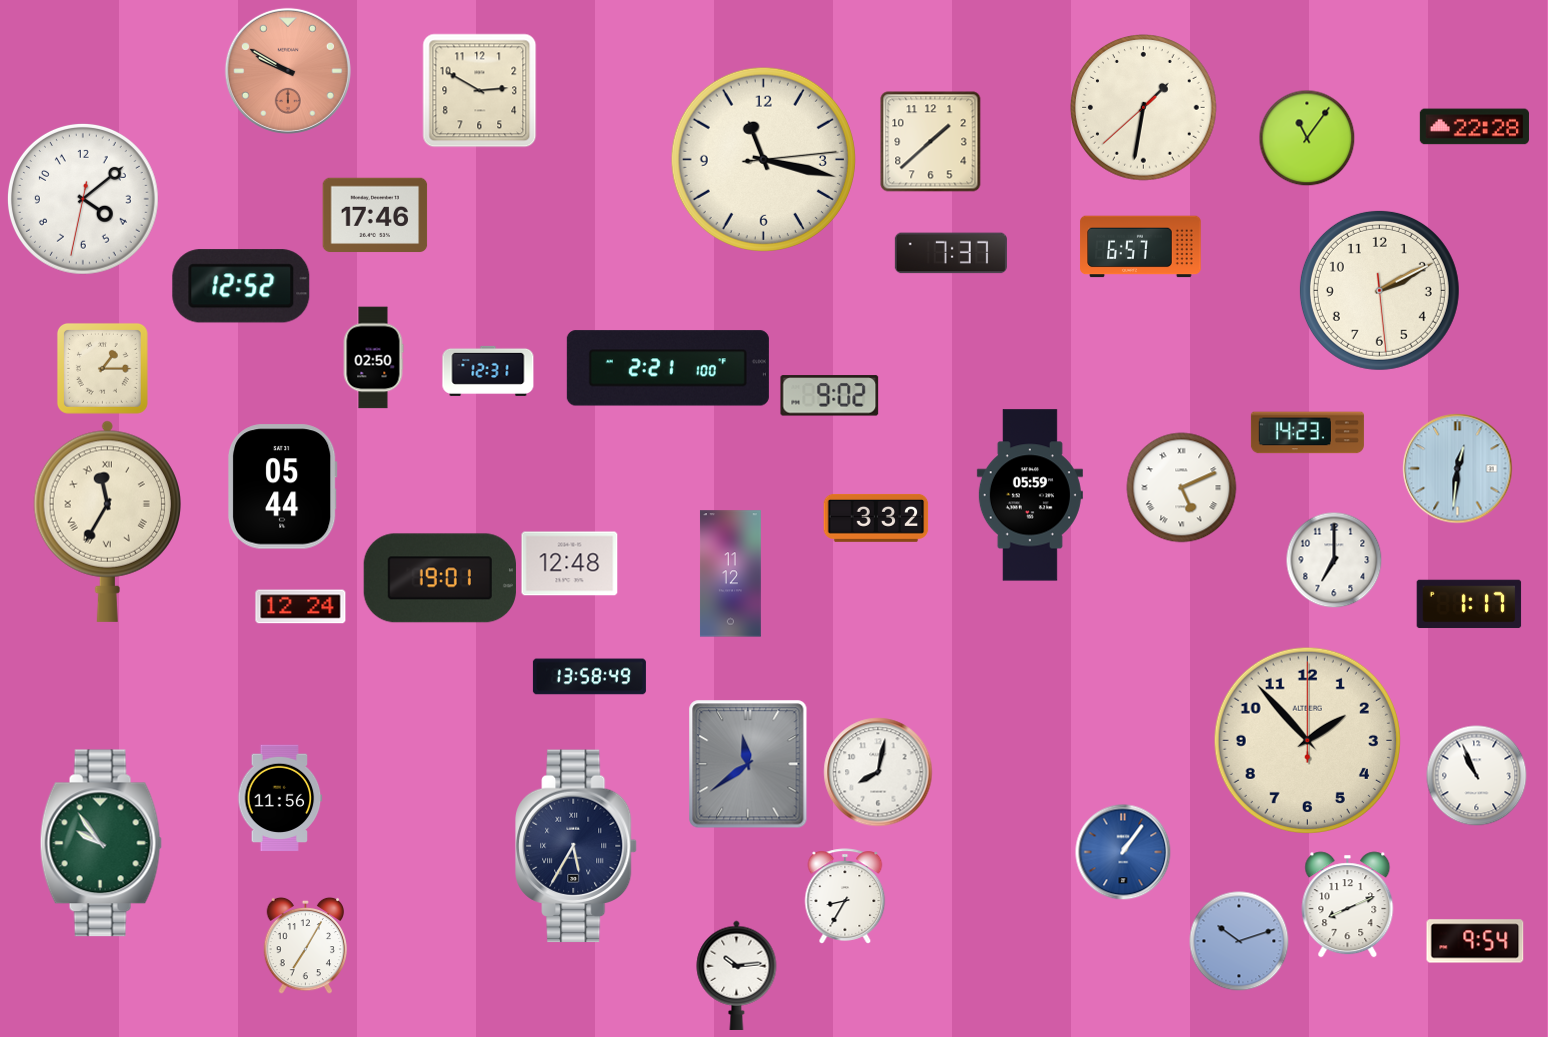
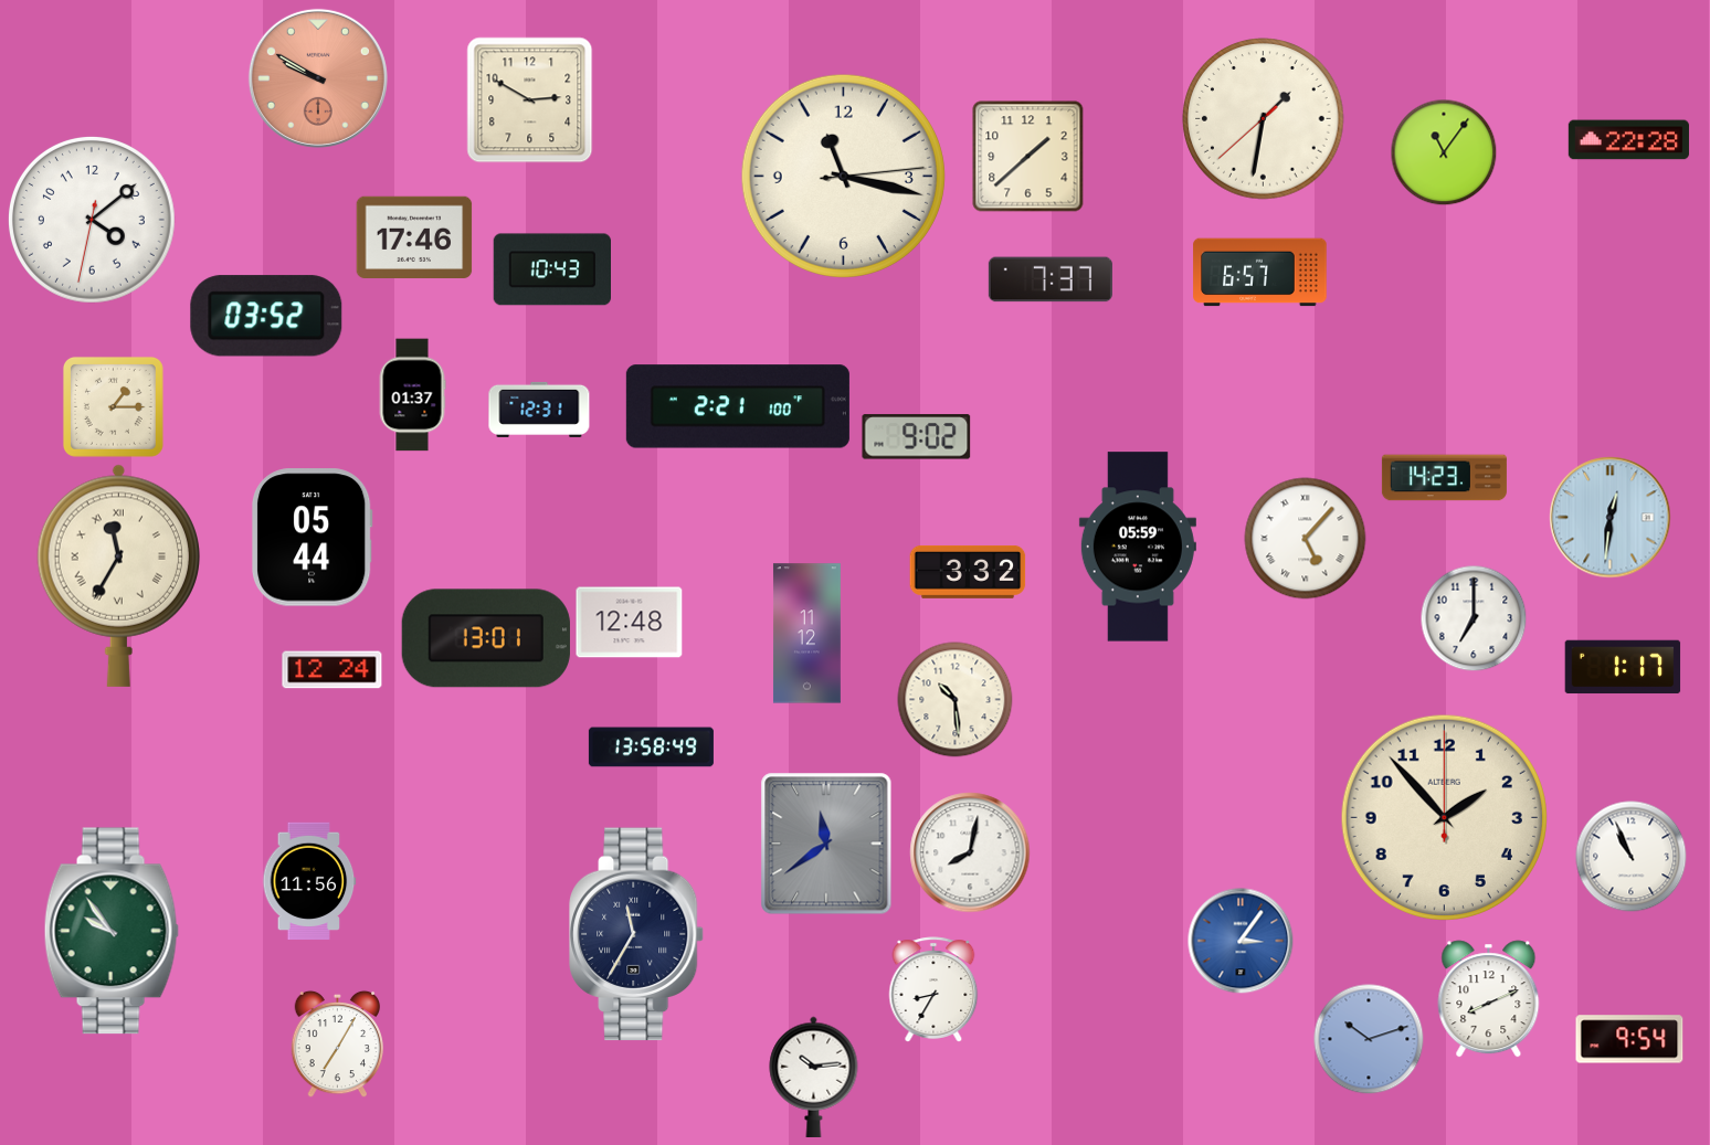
clock at (551, 269): none -> 10:43
clock at (241, 286): 12:52 -> 03:52
clock at (1379, 290): 2:10 -> none
clock at (373, 358): 02:50 -> 01:37
clock at (1182, 488): 5:11 -> 5:07
clock at (440, 578): 19:01 -> 13:01
clock at (956, 700): none -> 10:29
clock at (576, 846): 5:35 -> 11:35
clock at (1123, 852): 1:06 -> 3:06
